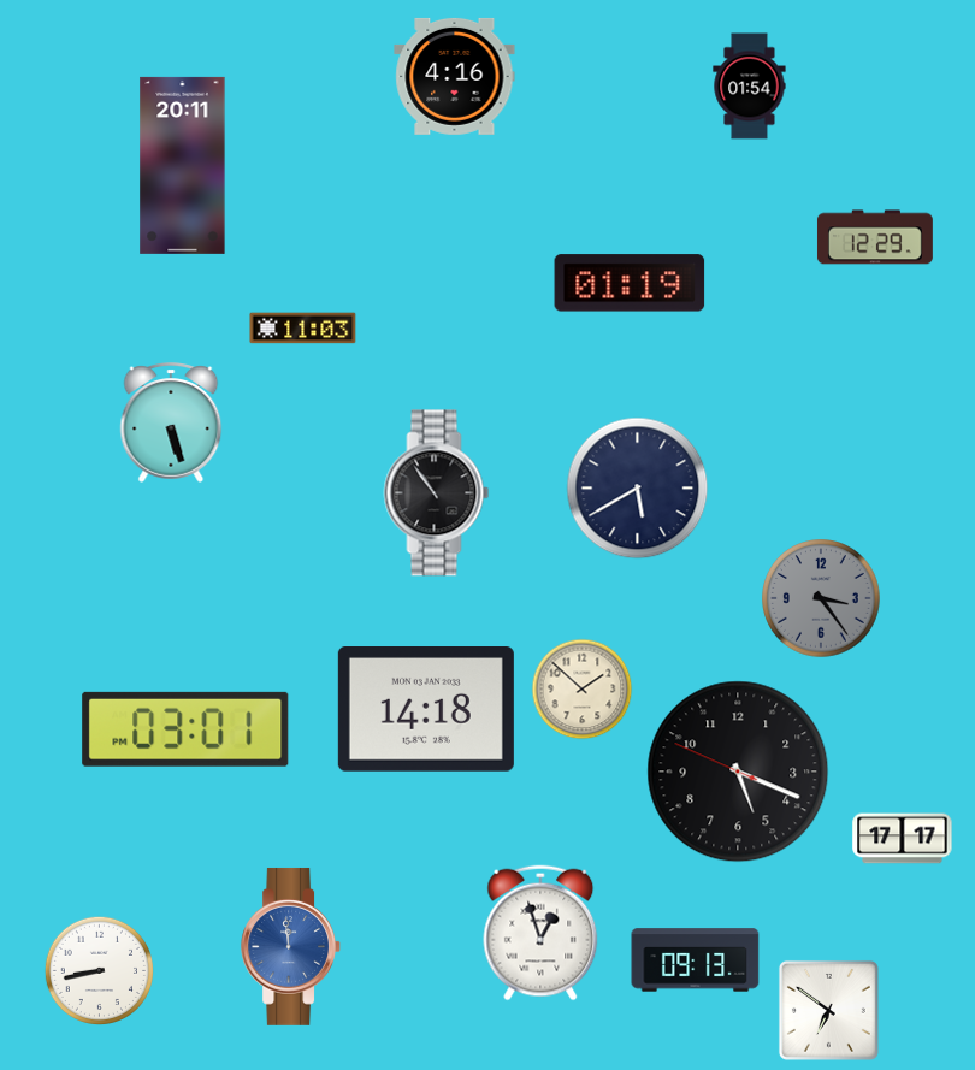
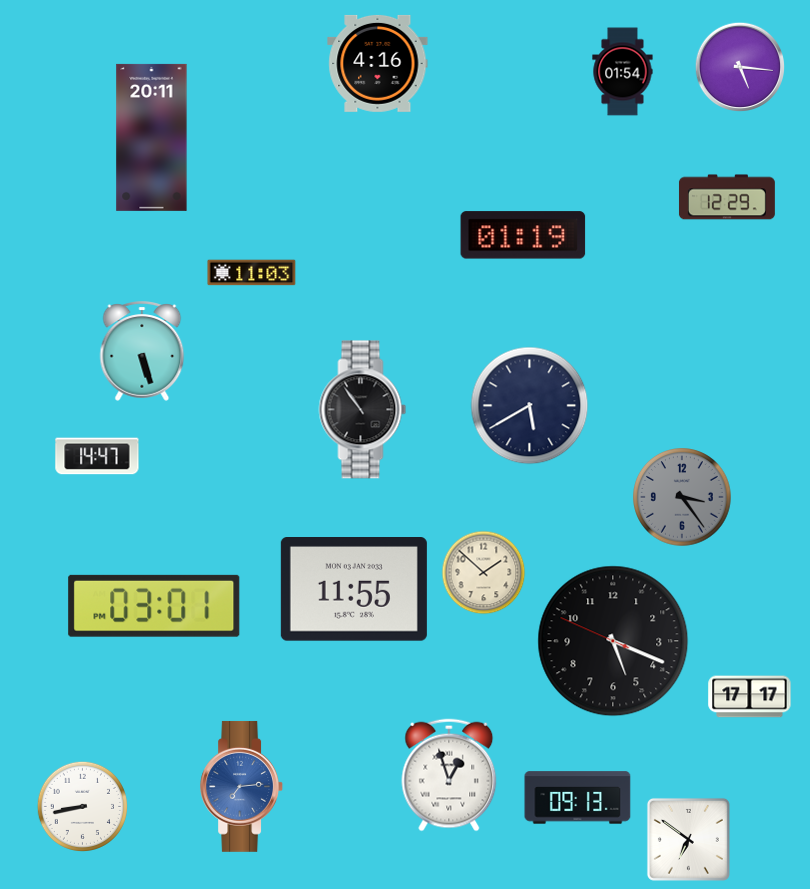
clock at (739, 66): none -> 5:16
clock at (97, 456): none -> 14:47
clock at (426, 710): 14:18 -> 11:55
clock at (291, 946): 11:59 -> 7:14
